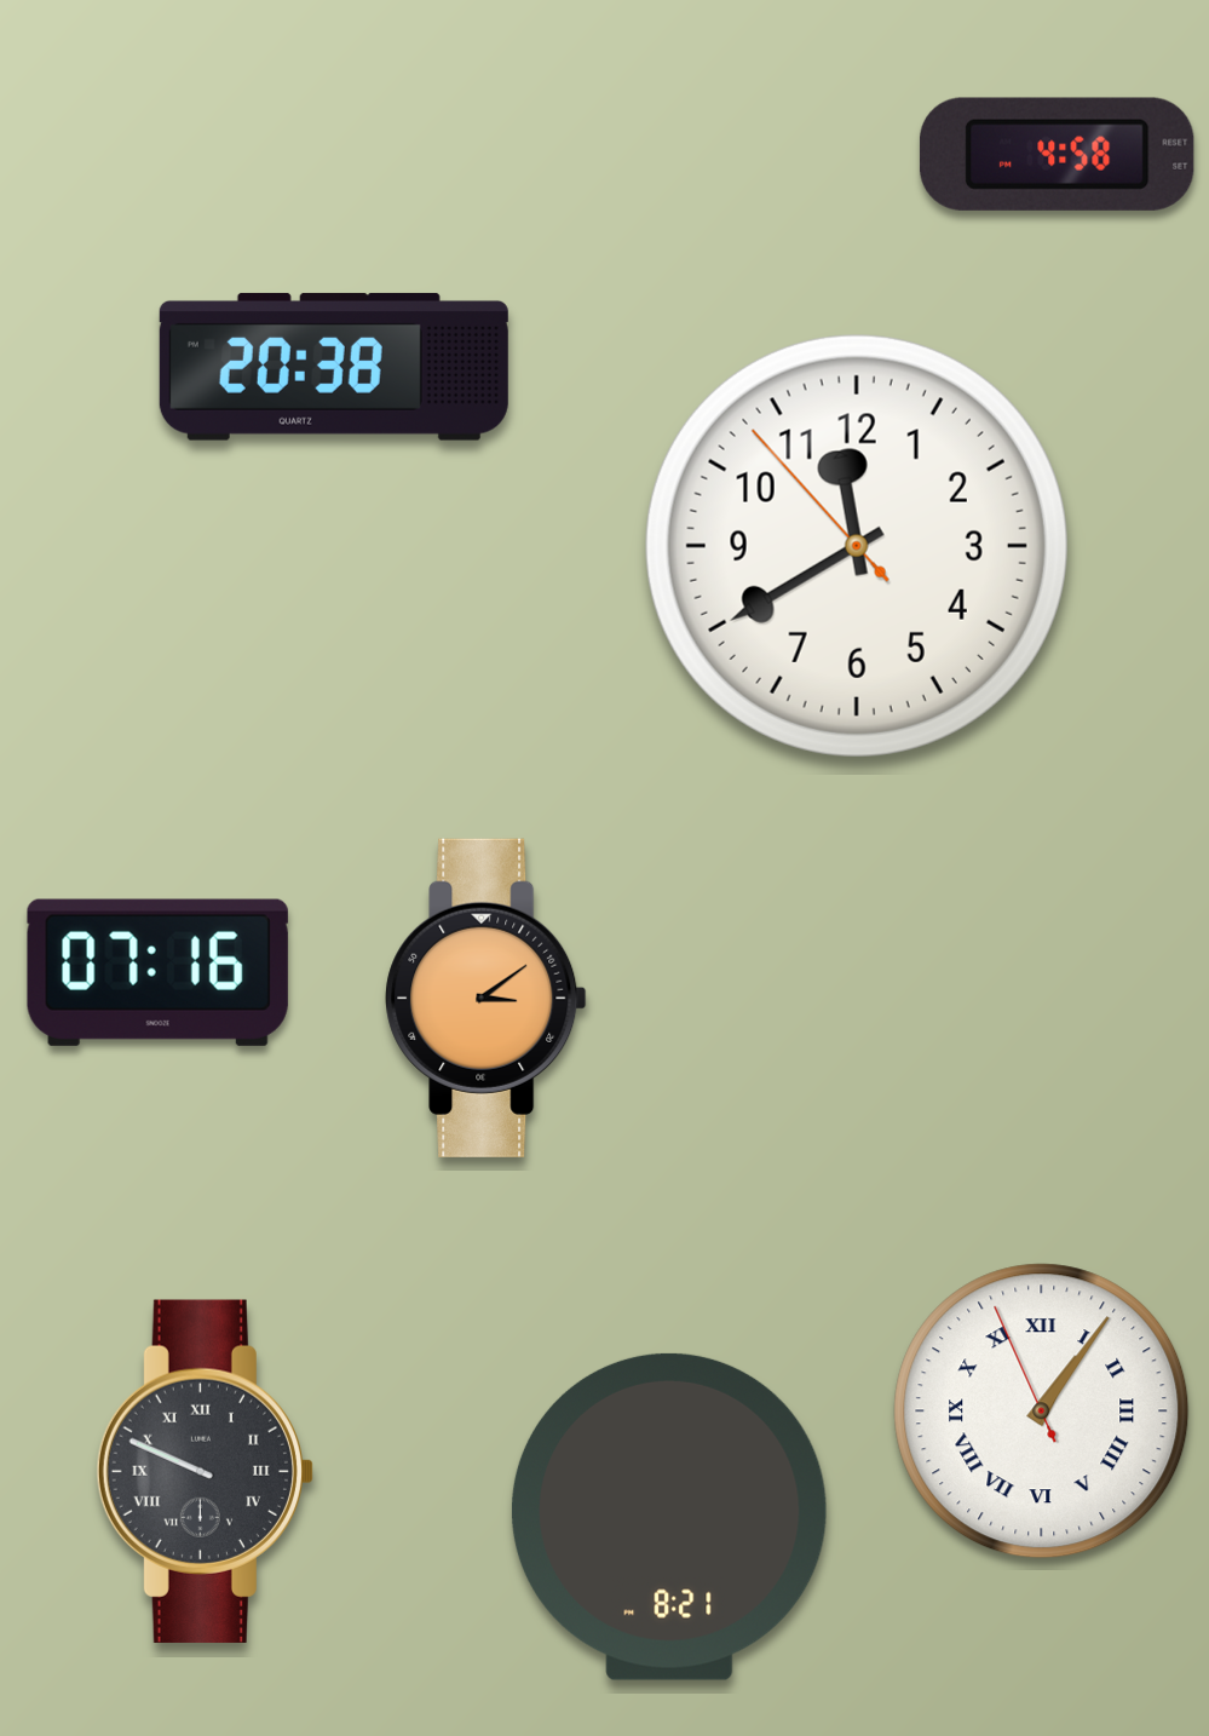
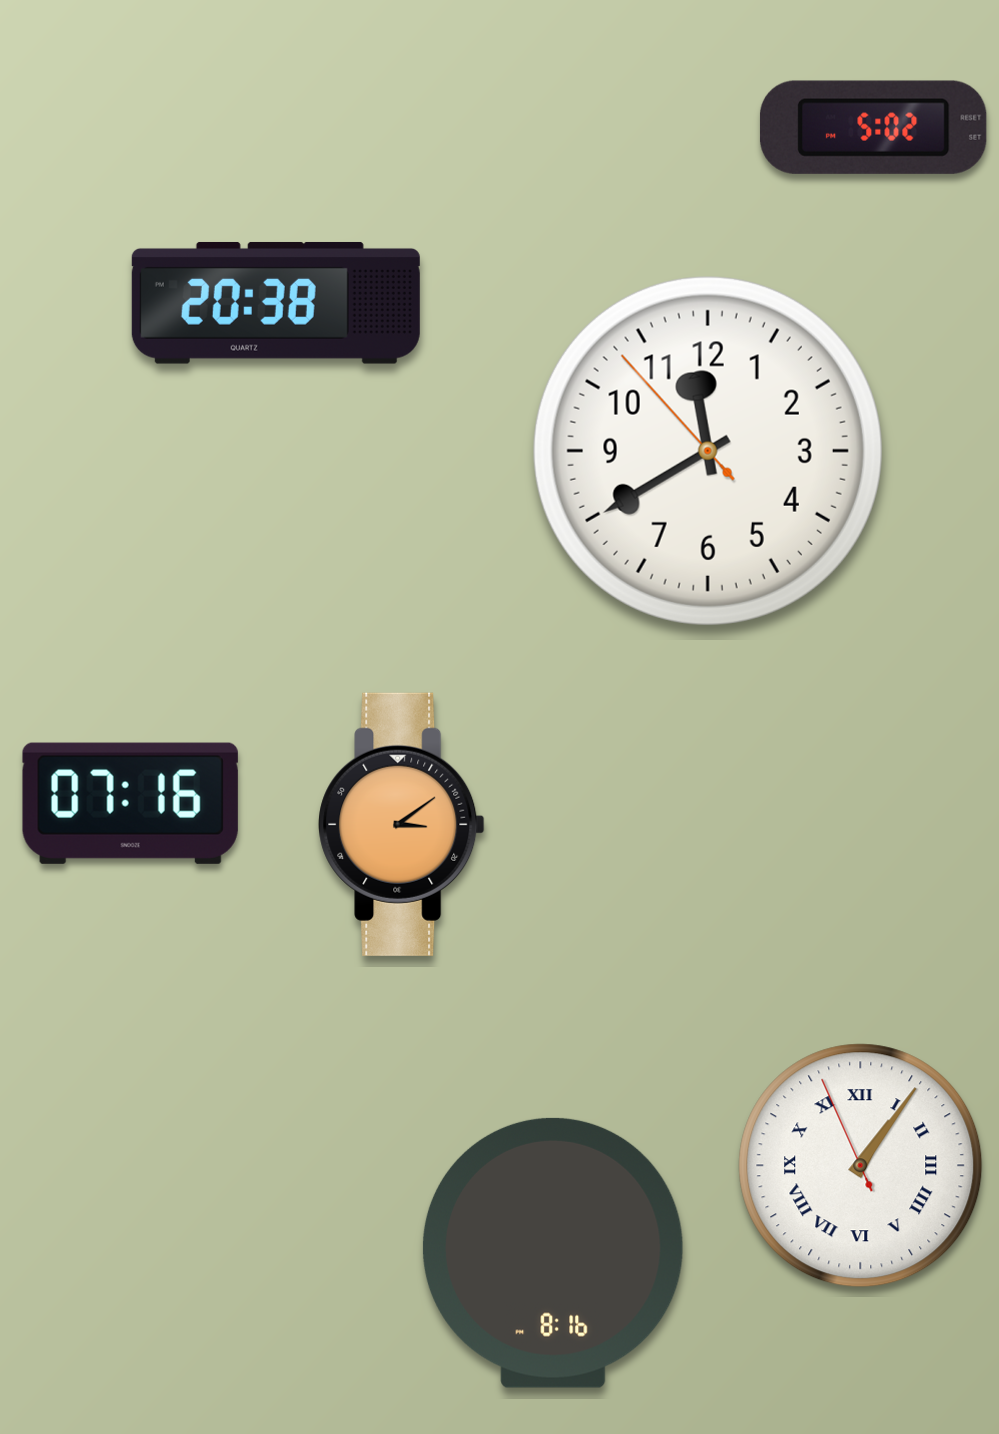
clock at (1057, 154): 4:58 -> 5:02
clock at (205, 1471): 9:49 -> none
clock at (669, 1517): 8:21 -> 8:16
